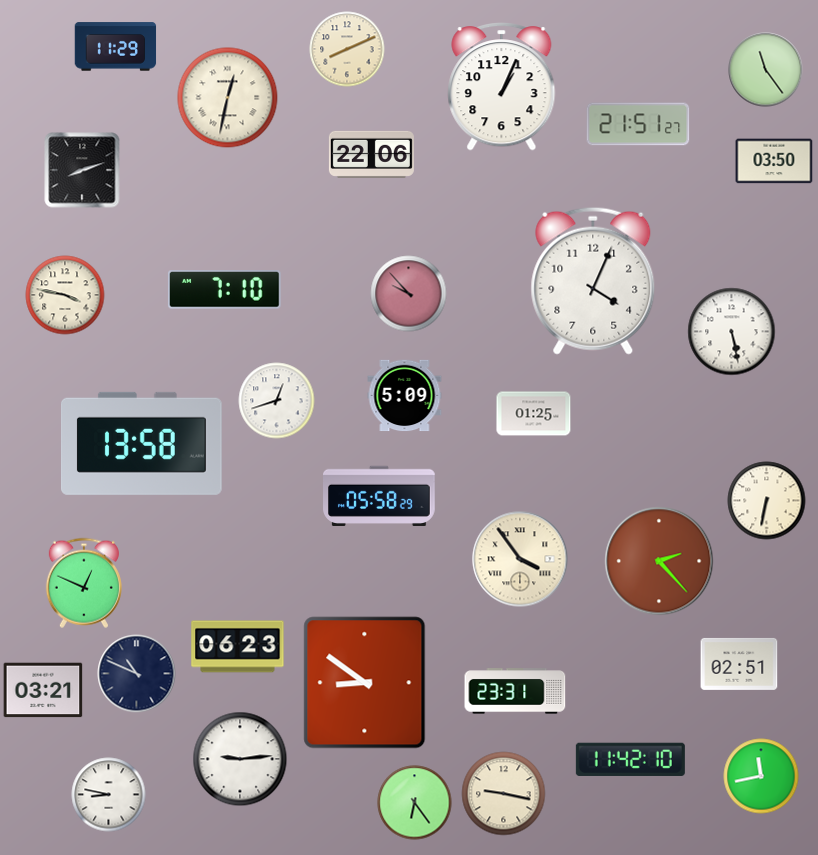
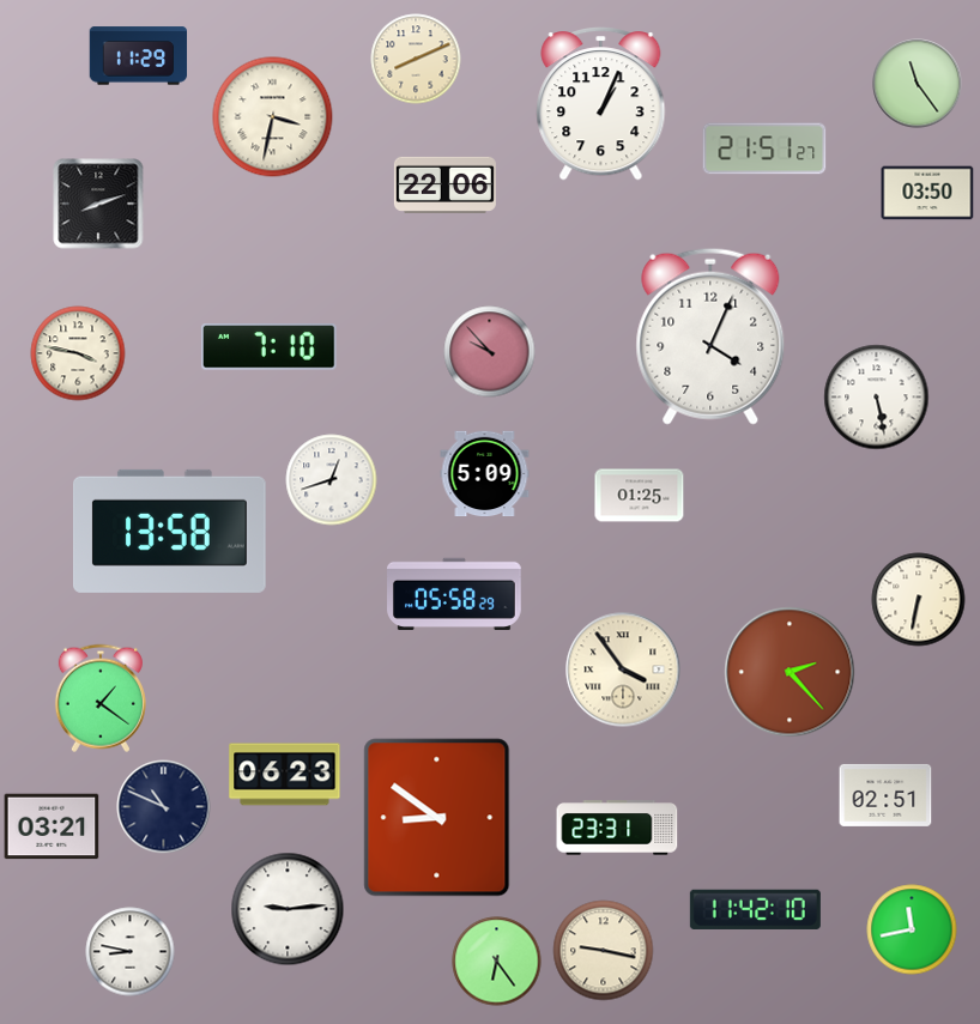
clock at (228, 98): 12:32 -> 3:32
clock at (84, 583): 12:49 -> 1:21
